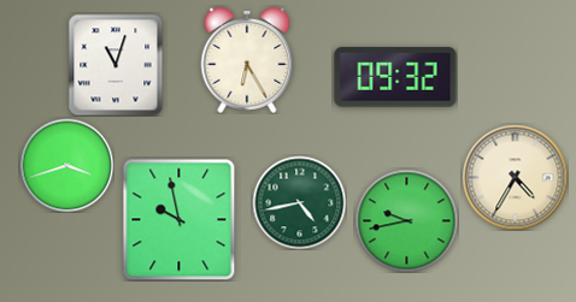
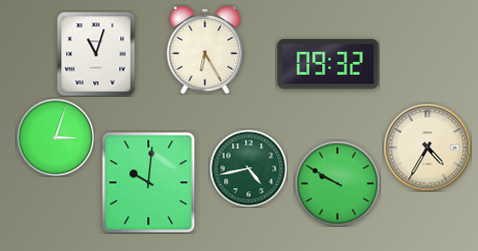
clock at (66, 165): 3:42 -> 3:03
clock at (180, 219): 9:58 -> 10:01
clock at (406, 220): 9:43 -> 9:50
